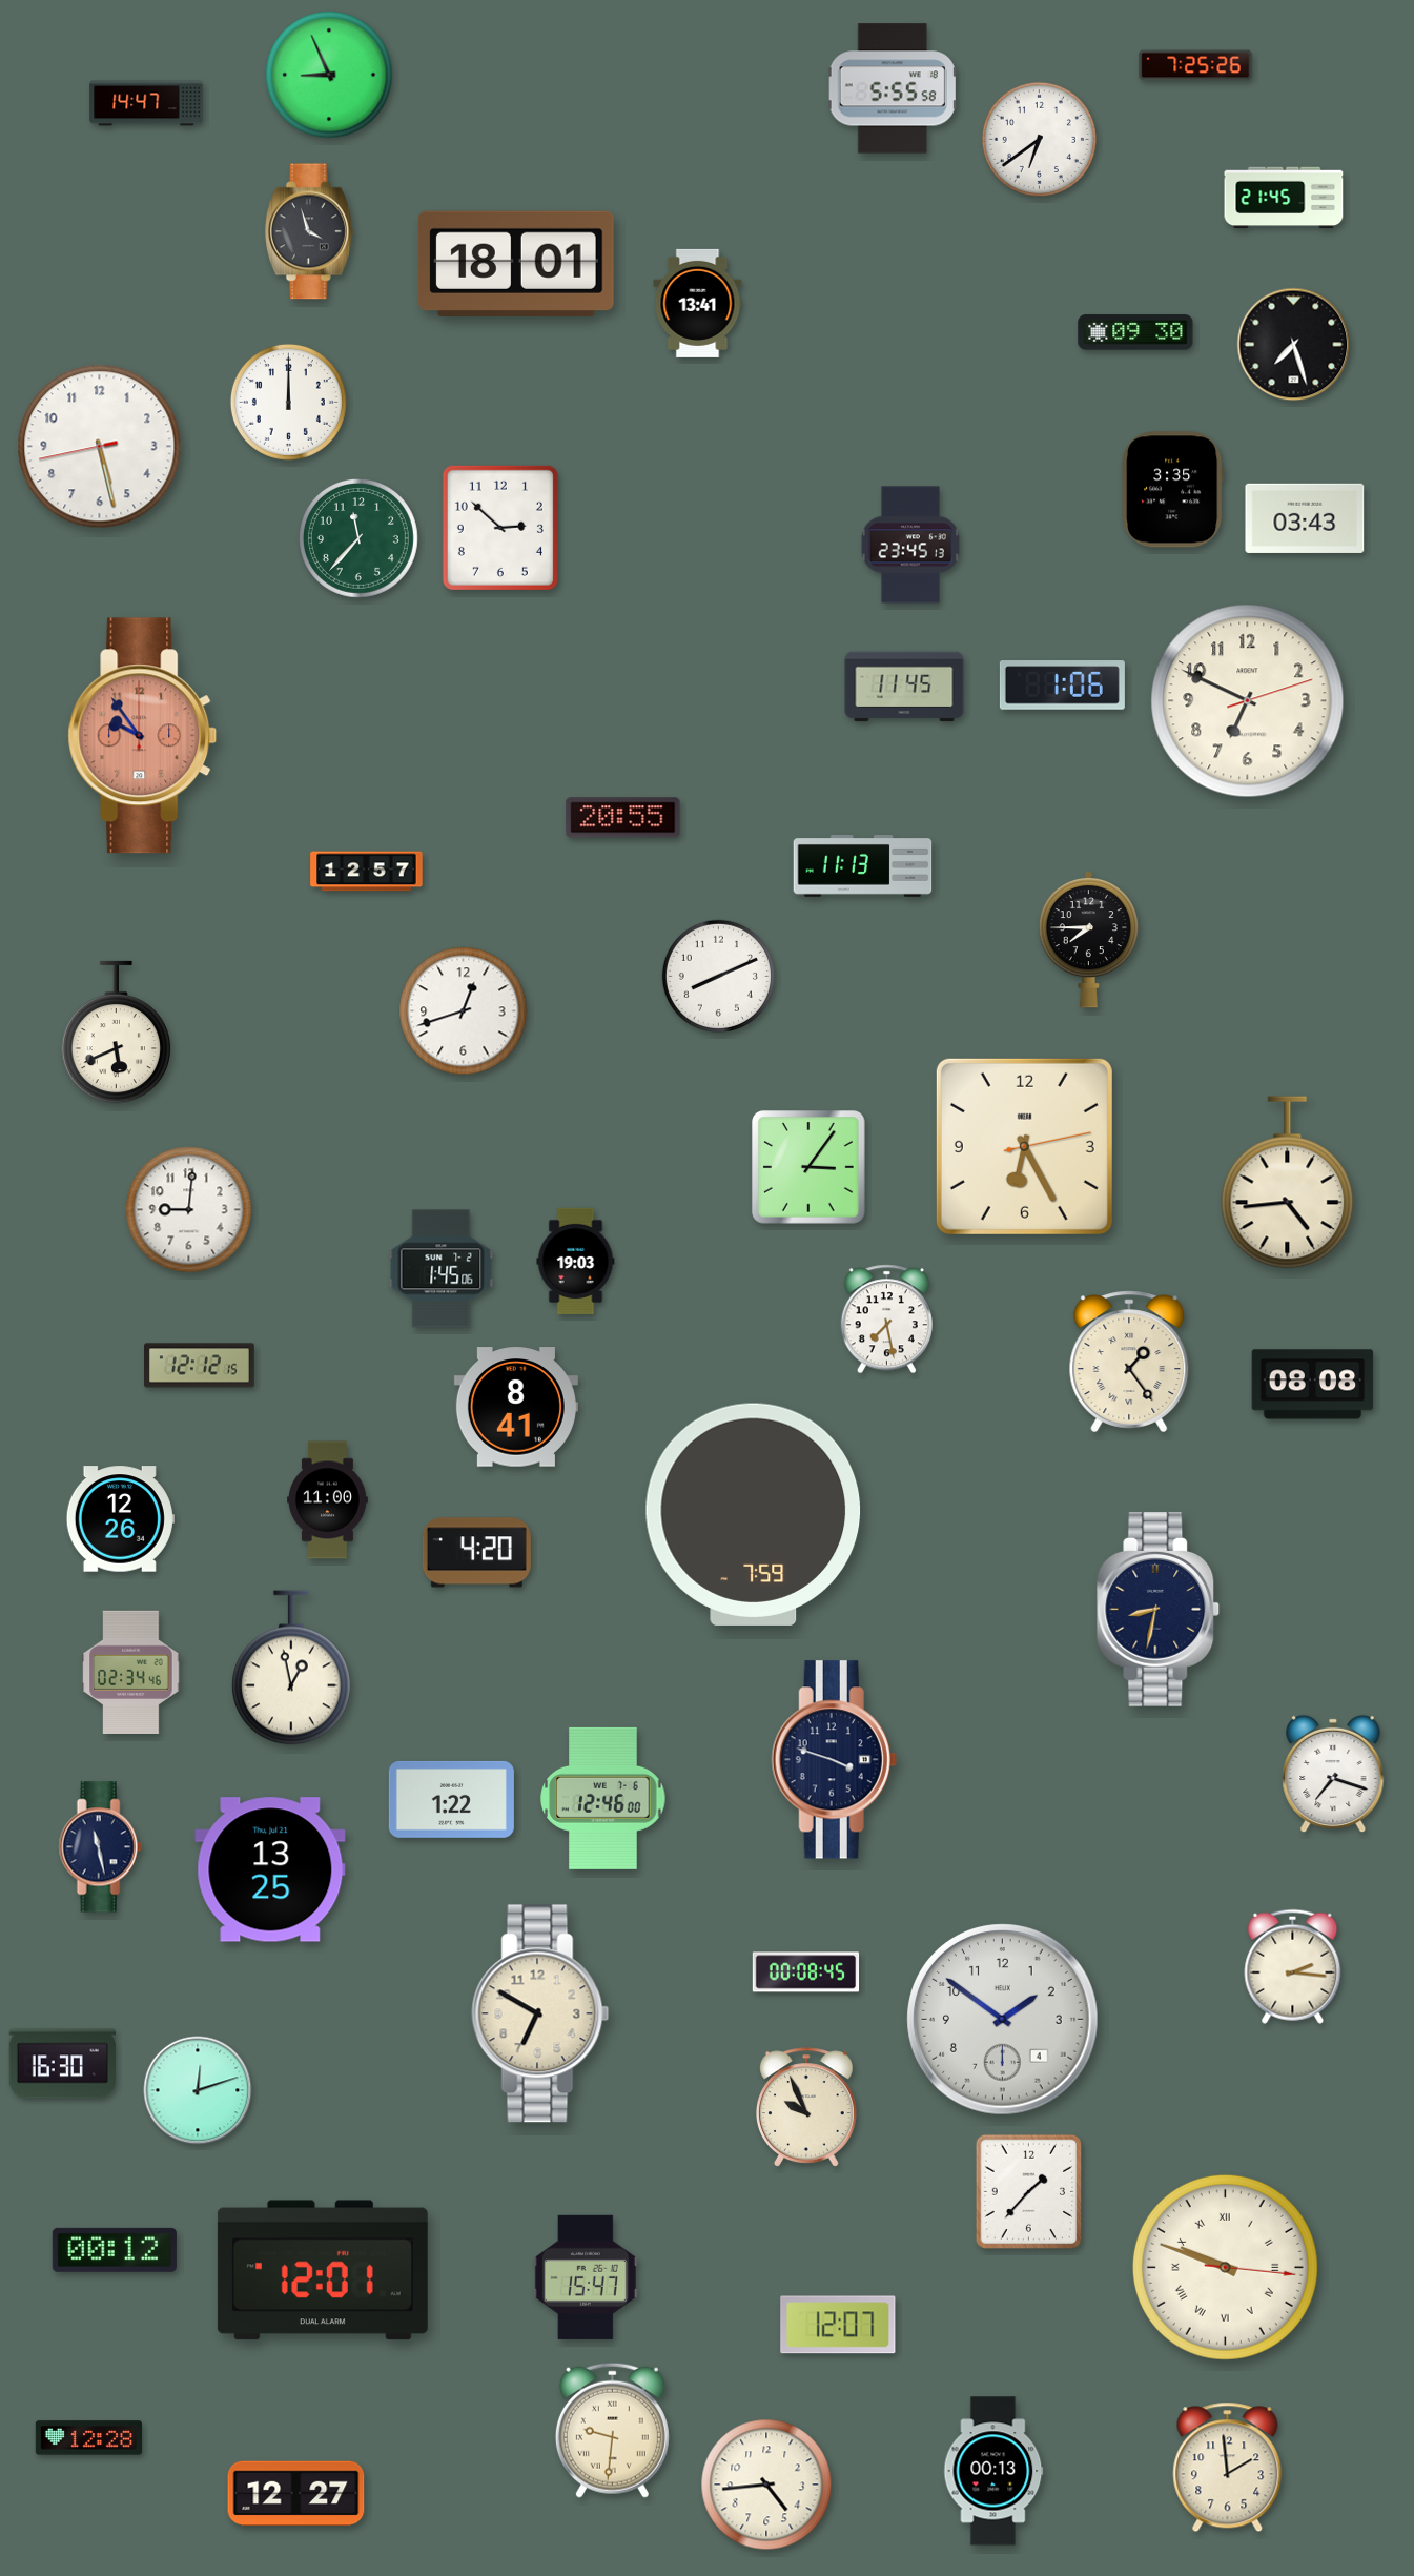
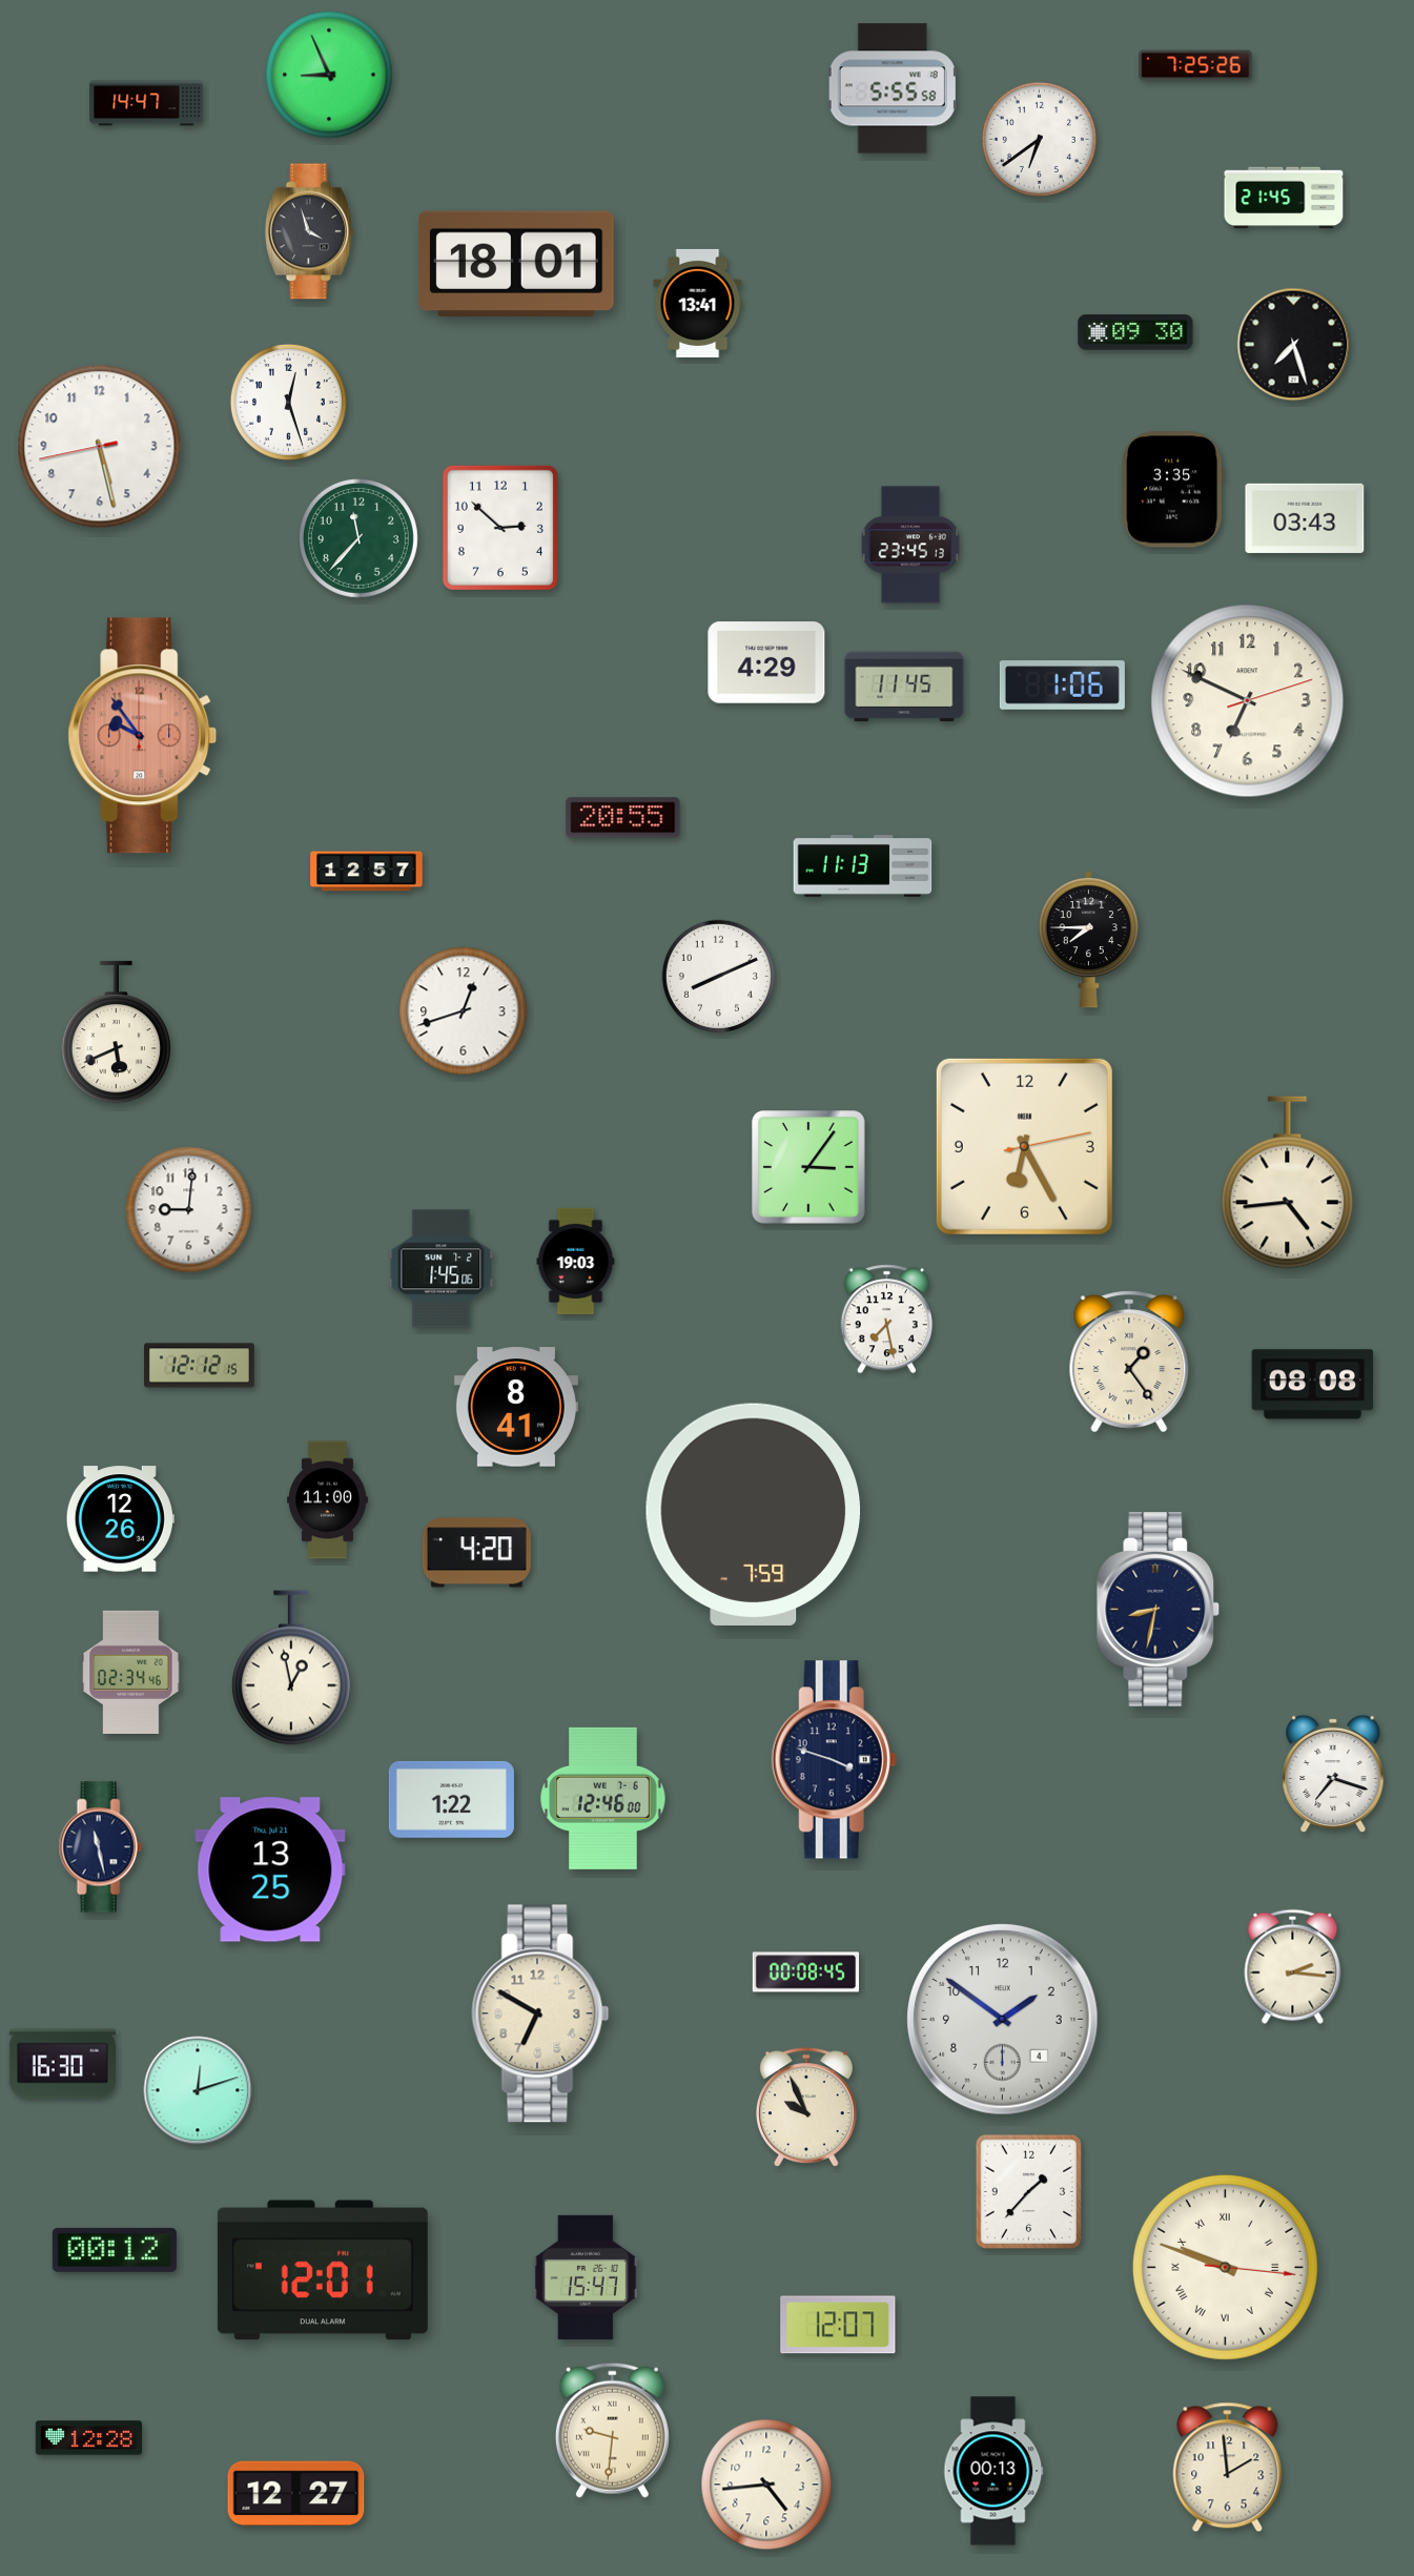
clock at (288, 402): 12:00 -> 12:27
clock at (766, 662): none -> 4:29
